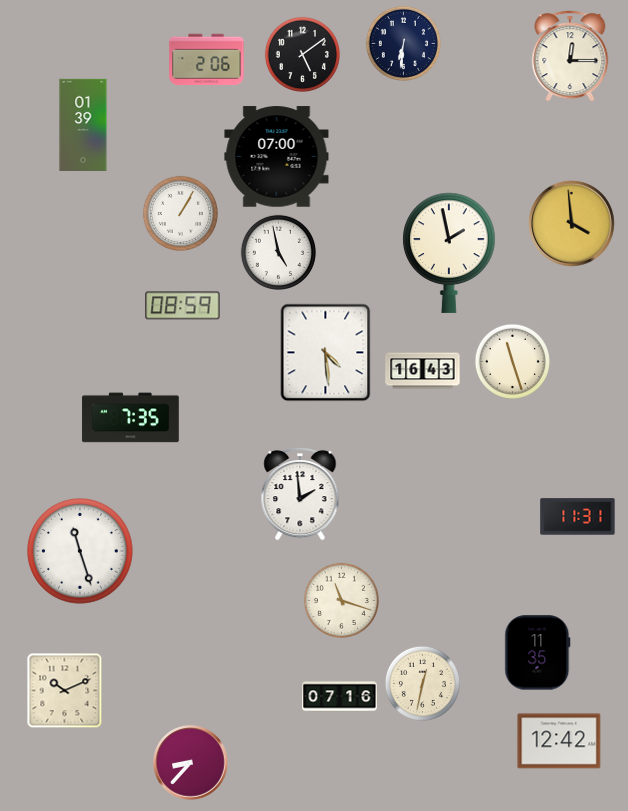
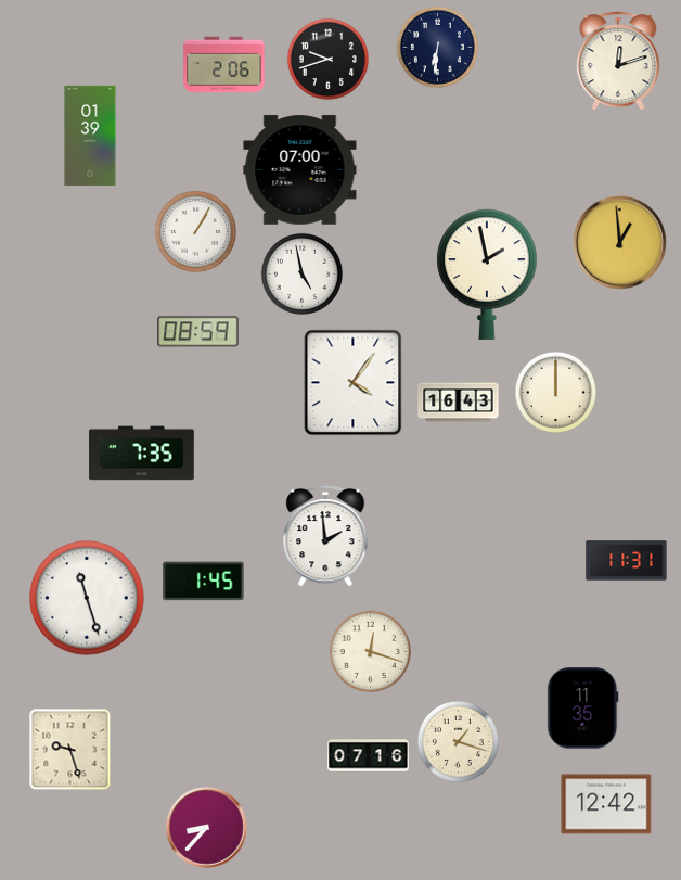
clock at (302, 54): 5:09 -> 9:42
clock at (570, 56): 12:15 -> 12:12
clock at (571, 223): 3:59 -> 12:59
clock at (326, 353): 4:29 -> 4:06
clock at (512, 361): 11:27 -> 12:00
clock at (204, 582): none -> 1:45
clock at (341, 600): 11:18 -> 12:18
clock at (422, 683): 12:32 -> 1:18
clock at (65, 691): 10:11 -> 9:27
